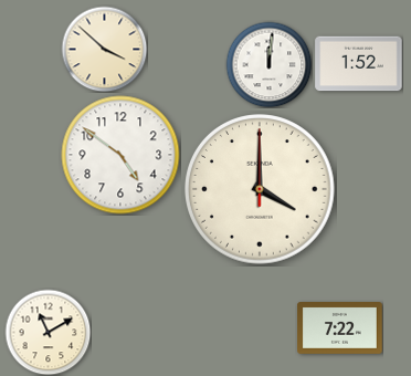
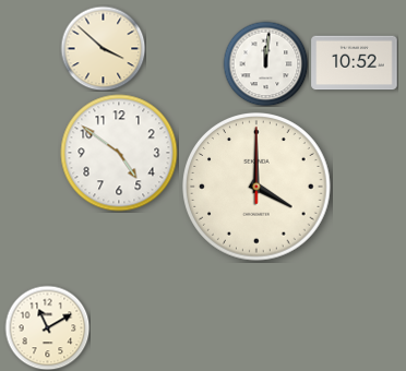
clock at (359, 64): 1:52 -> 10:52
clock at (340, 328): 7:22 -> none
